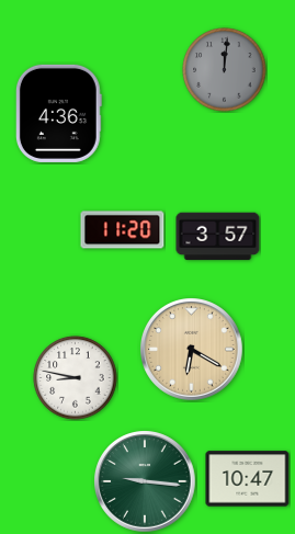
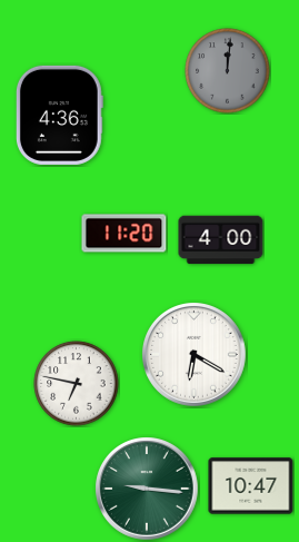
clock at (218, 237): 3:57 -> 4:00
clock at (192, 350) dial: champagne -> white
clock at (76, 378): 8:47 -> 6:47
